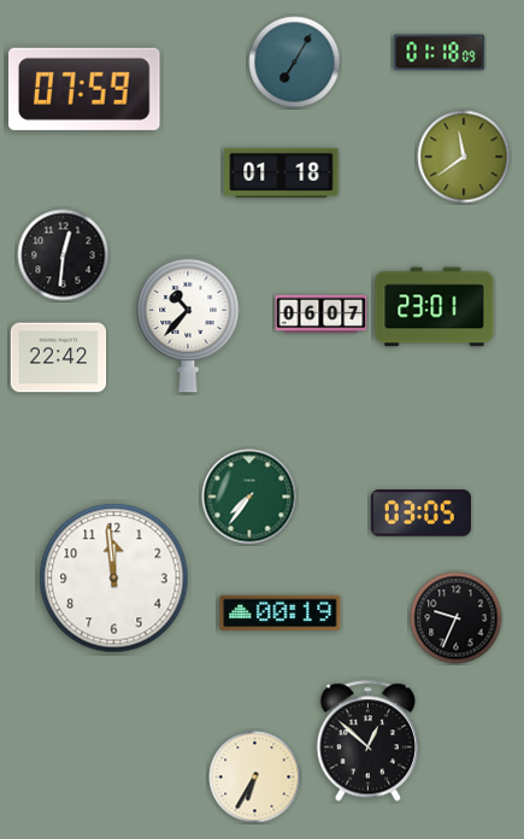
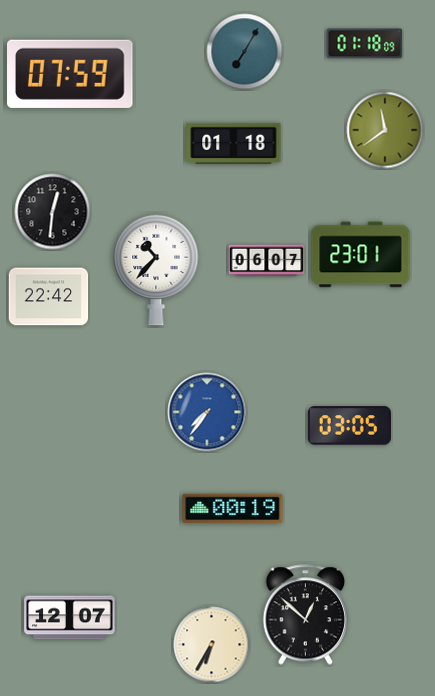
clock at (249, 497) dial: green -> blue
clock at (114, 579): 11:59 -> none
clock at (457, 618): 9:34 -> none
clock at (70, 618): none -> 12:07
